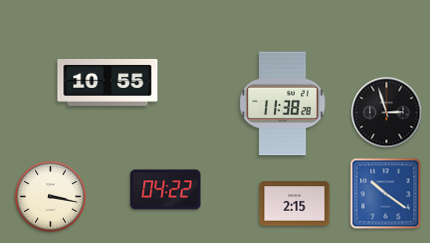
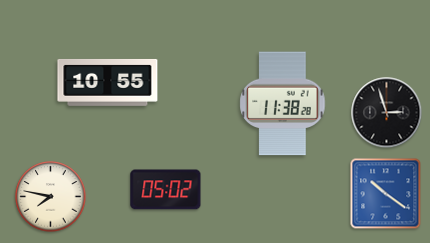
clock at (166, 190): 04:22 -> 05:02
clock at (51, 197): 3:17 -> 7:47
clock at (295, 204): 2:15 -> none
